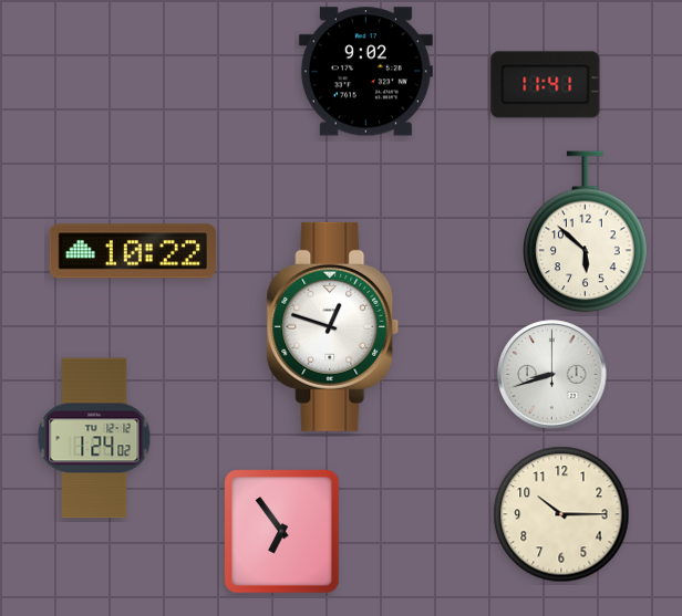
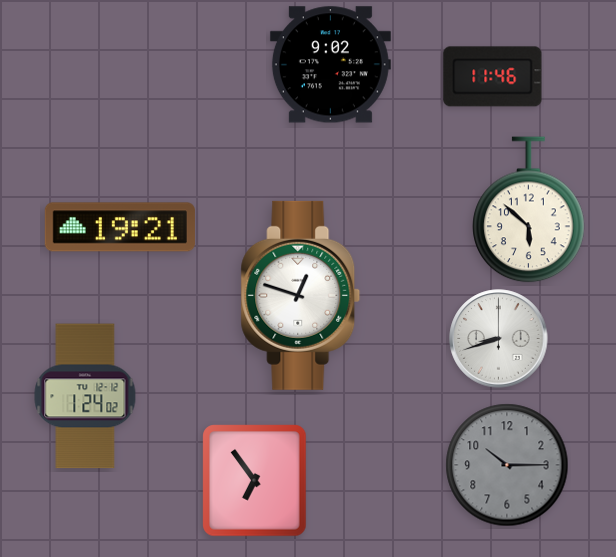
clock at (546, 85): 11:41 -> 11:46
clock at (133, 251): 10:22 -> 19:21
clock at (561, 514) dial: cream -> grey
